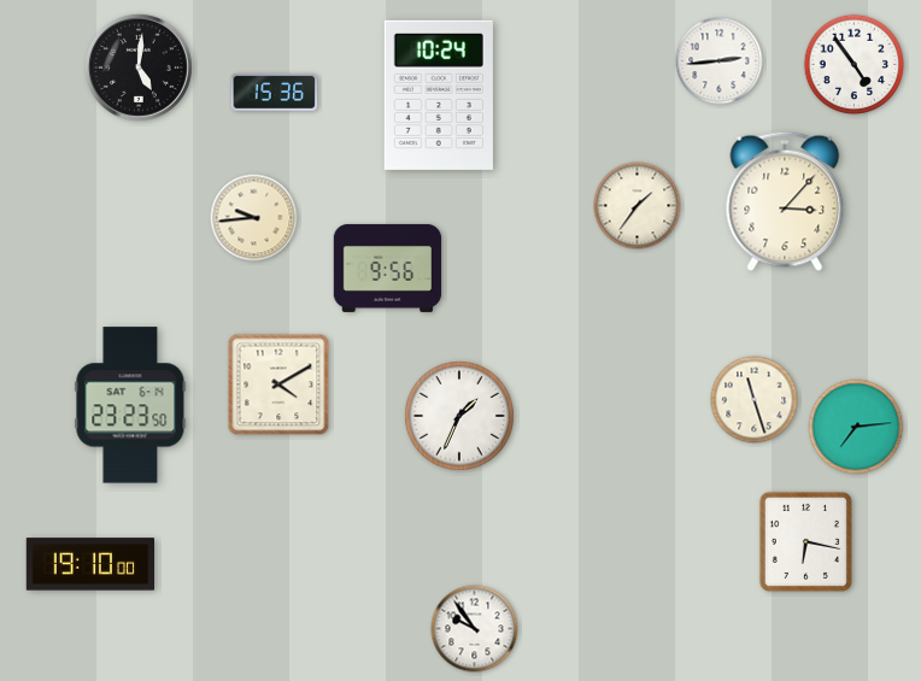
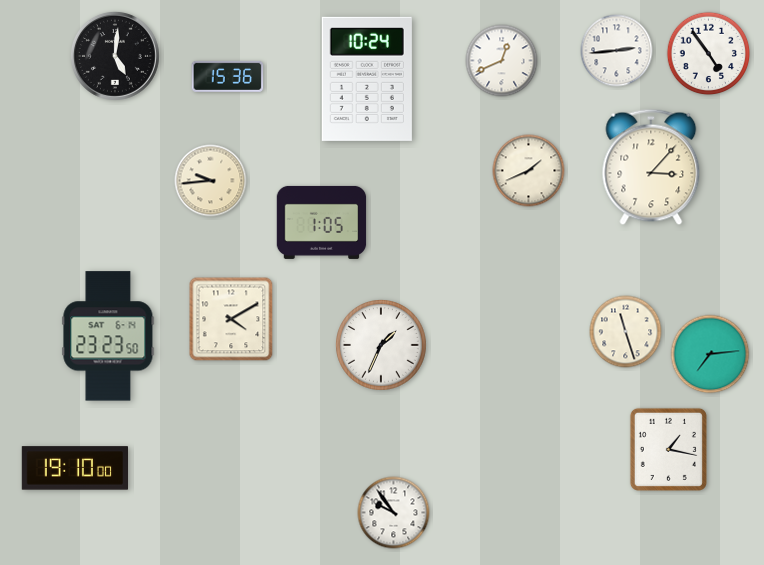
clock at (720, 61) position: (720, 61) -> (617, 51)
clock at (502, 61): none -> 12:41
clock at (439, 95) position: (439, 95) -> (367, 79)
clock at (638, 206): 1:36 -> 1:41
clock at (388, 268): 9:56 -> 1:05
clock at (805, 541): 6:17 -> 1:17
clock at (475, 629) position: (475, 629) -> (394, 513)
